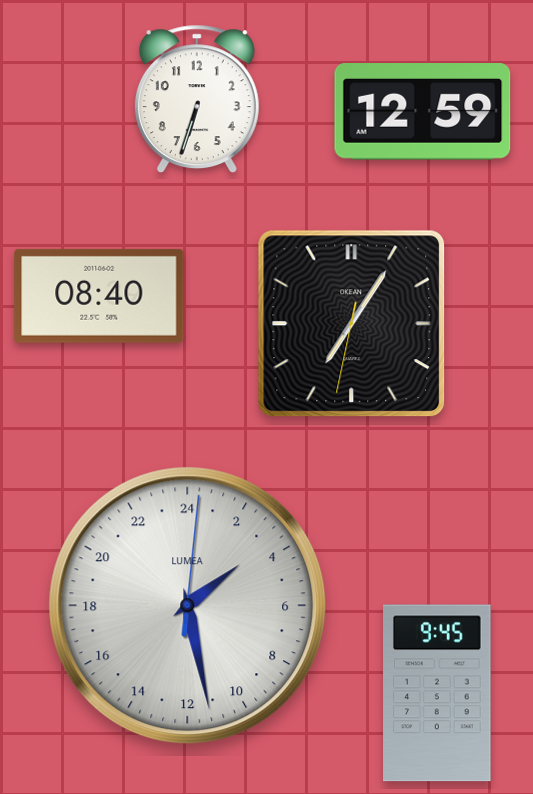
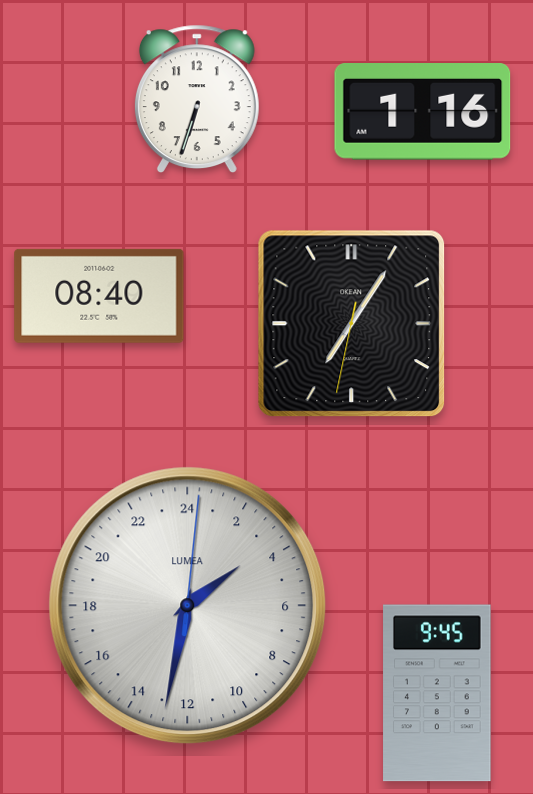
clock at (423, 112): 12:59 -> 1:16
clock at (188, 606): 3:28 -> 3:32
